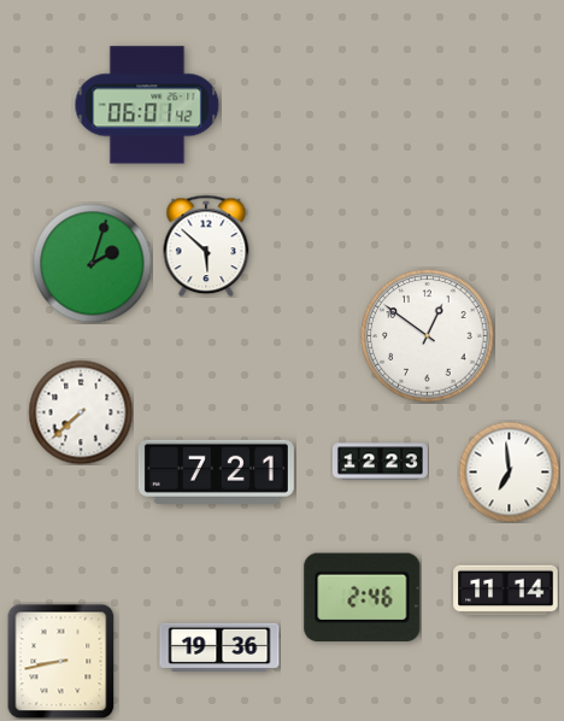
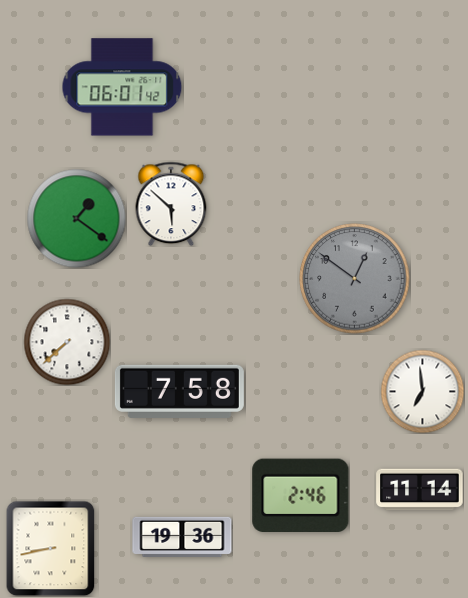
clock at (93, 264): 2:03 -> 1:21
clock at (428, 336) dial: white -> grey
clock at (380, 462): 12:23 -> none
clock at (216, 471): 7:21 -> 7:58
